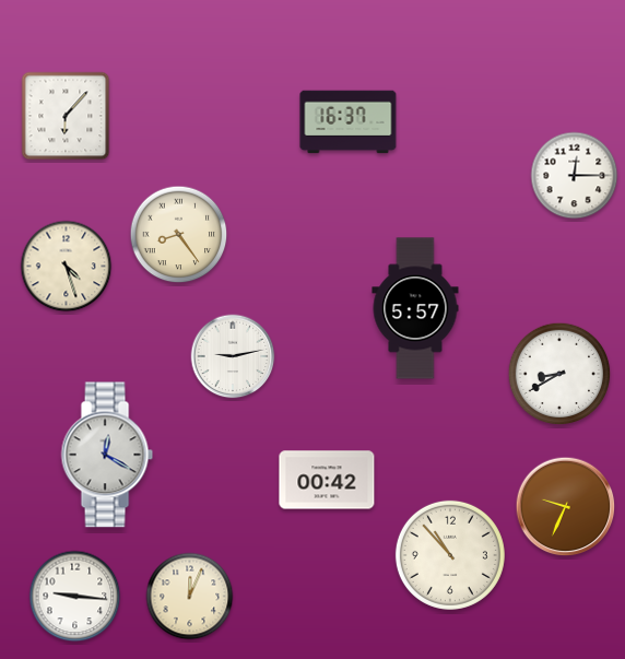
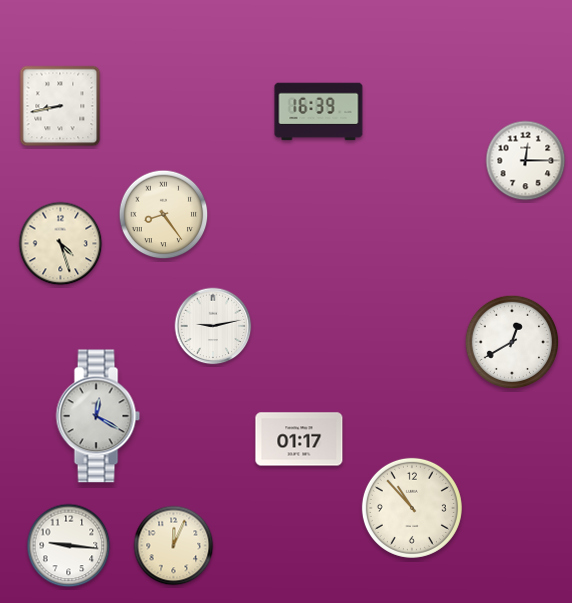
clock at (66, 116): 6:07 -> 8:43
clock at (349, 122): 16:37 -> 16:39
clock at (415, 308): 5:57 -> none
clock at (559, 374): 8:40 -> 12:40
clock at (327, 480): 00:42 -> 01:17
clock at (566, 507): 9:34 -> none
